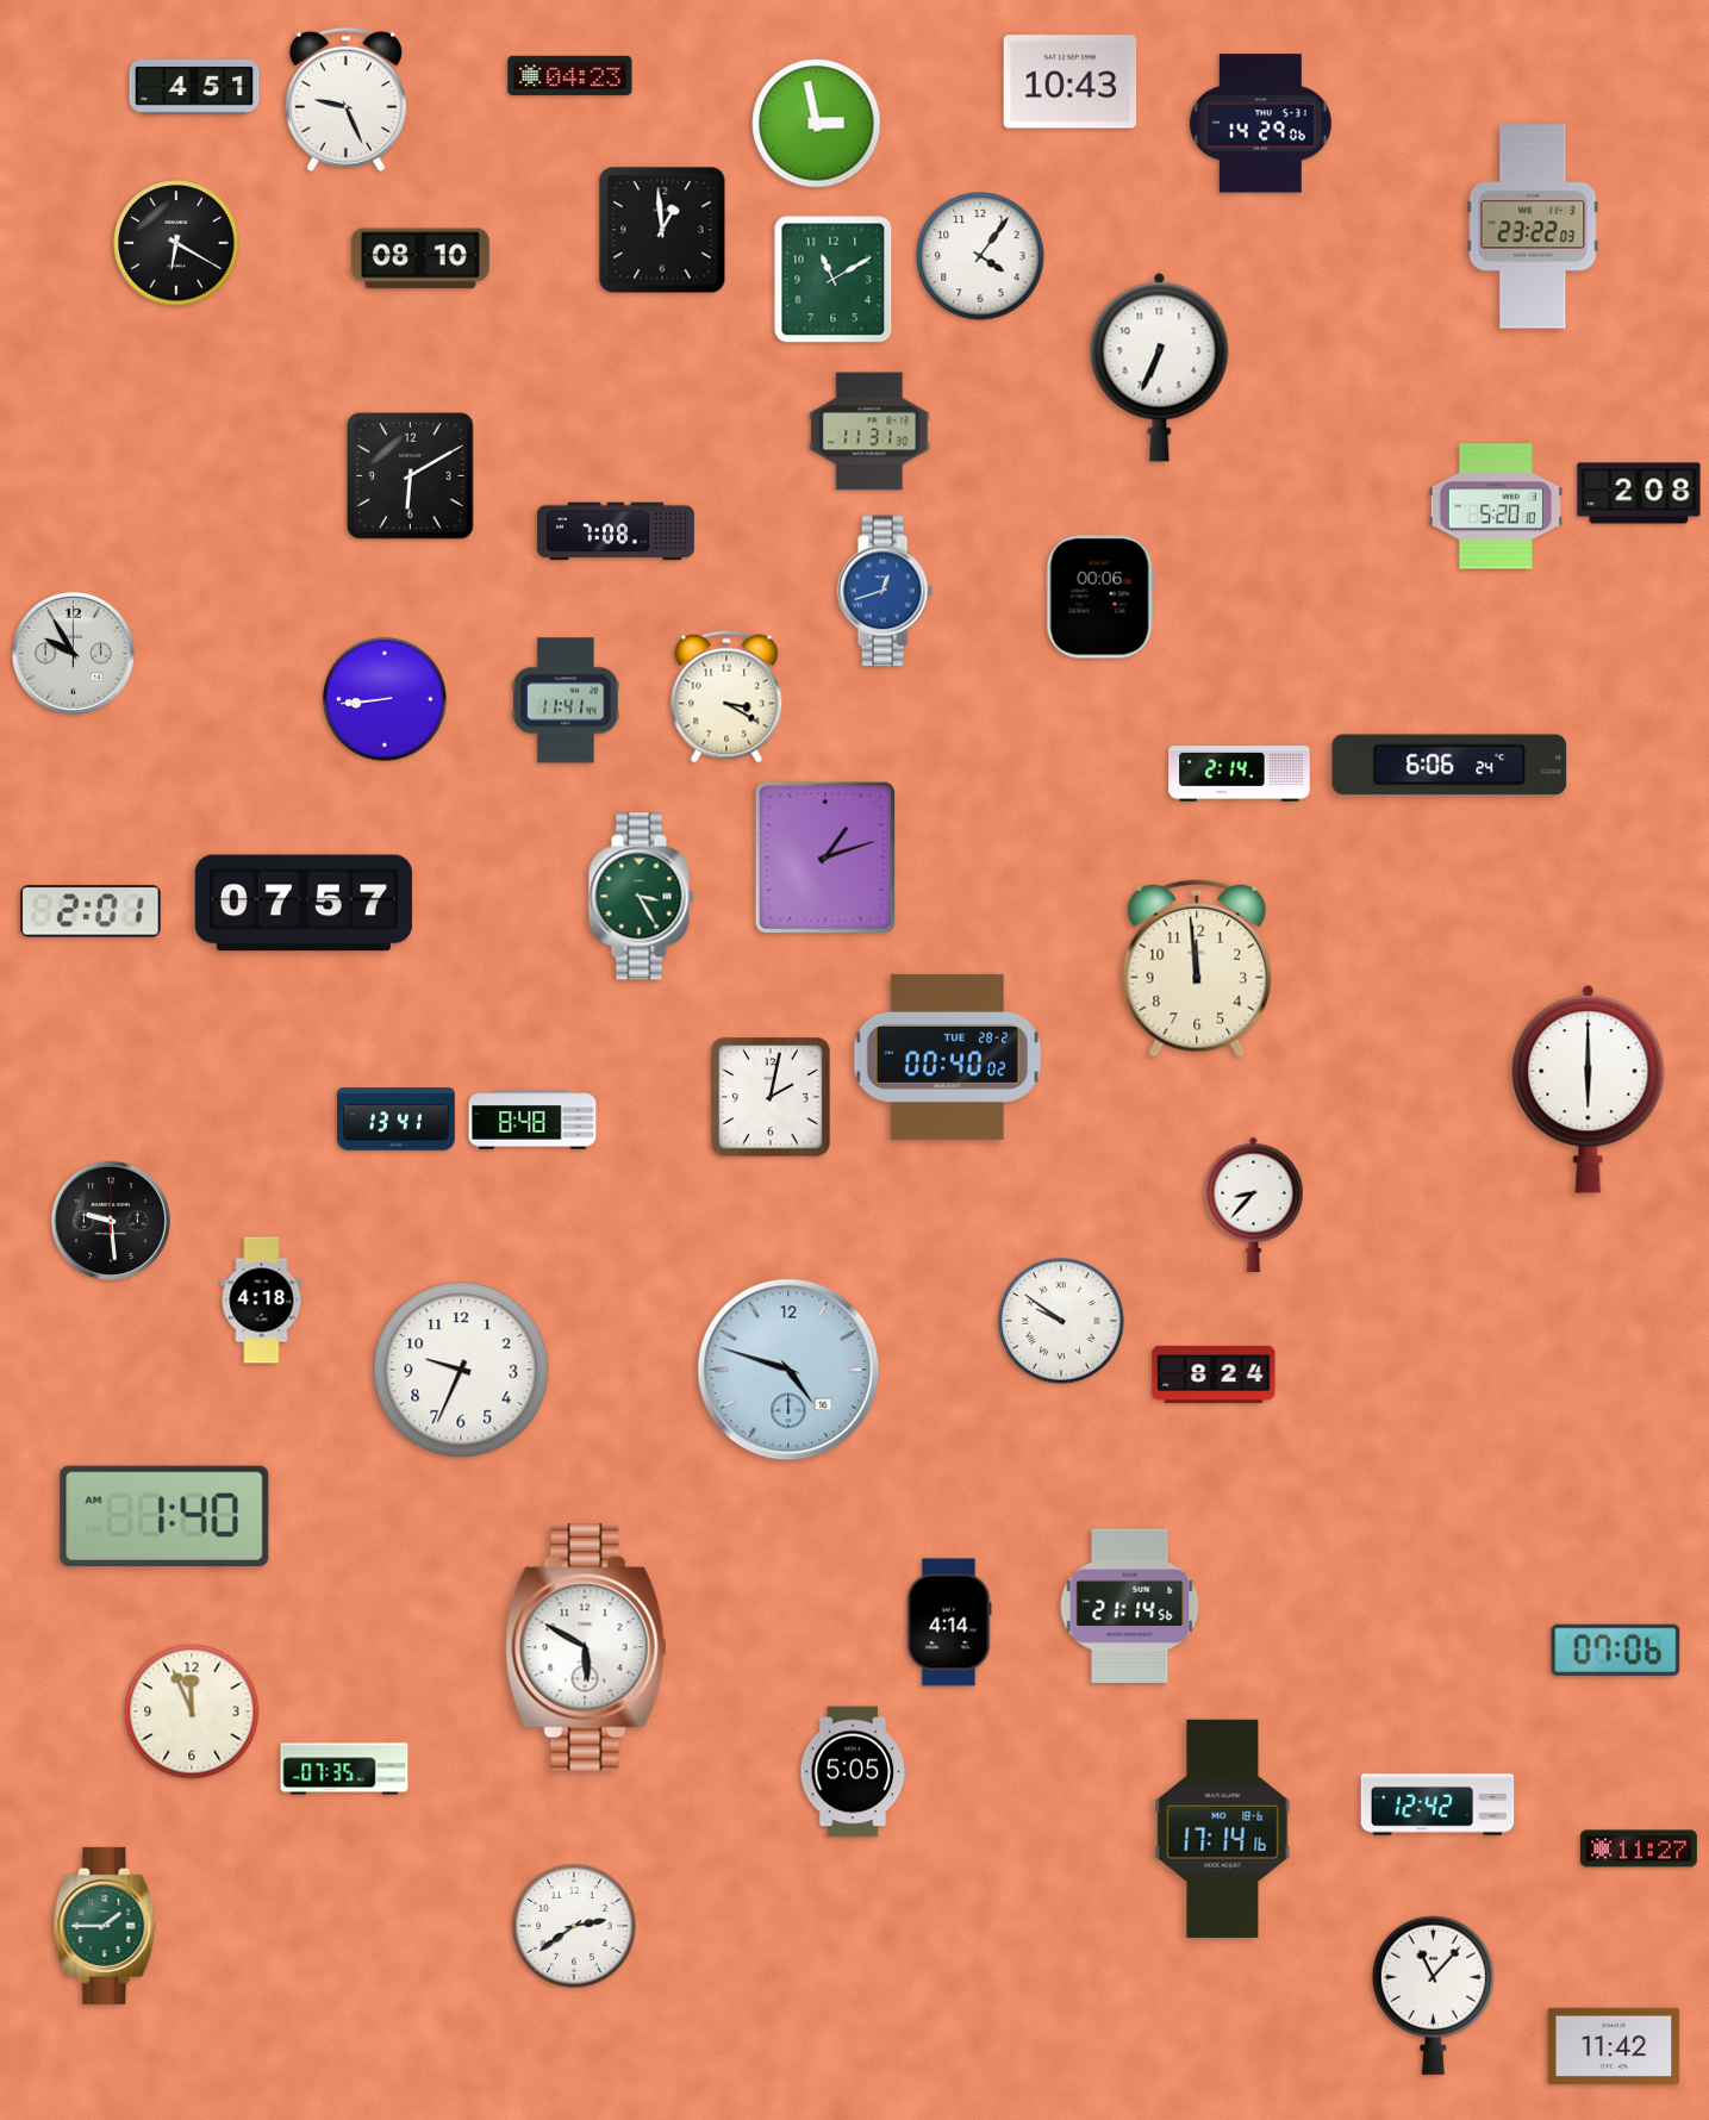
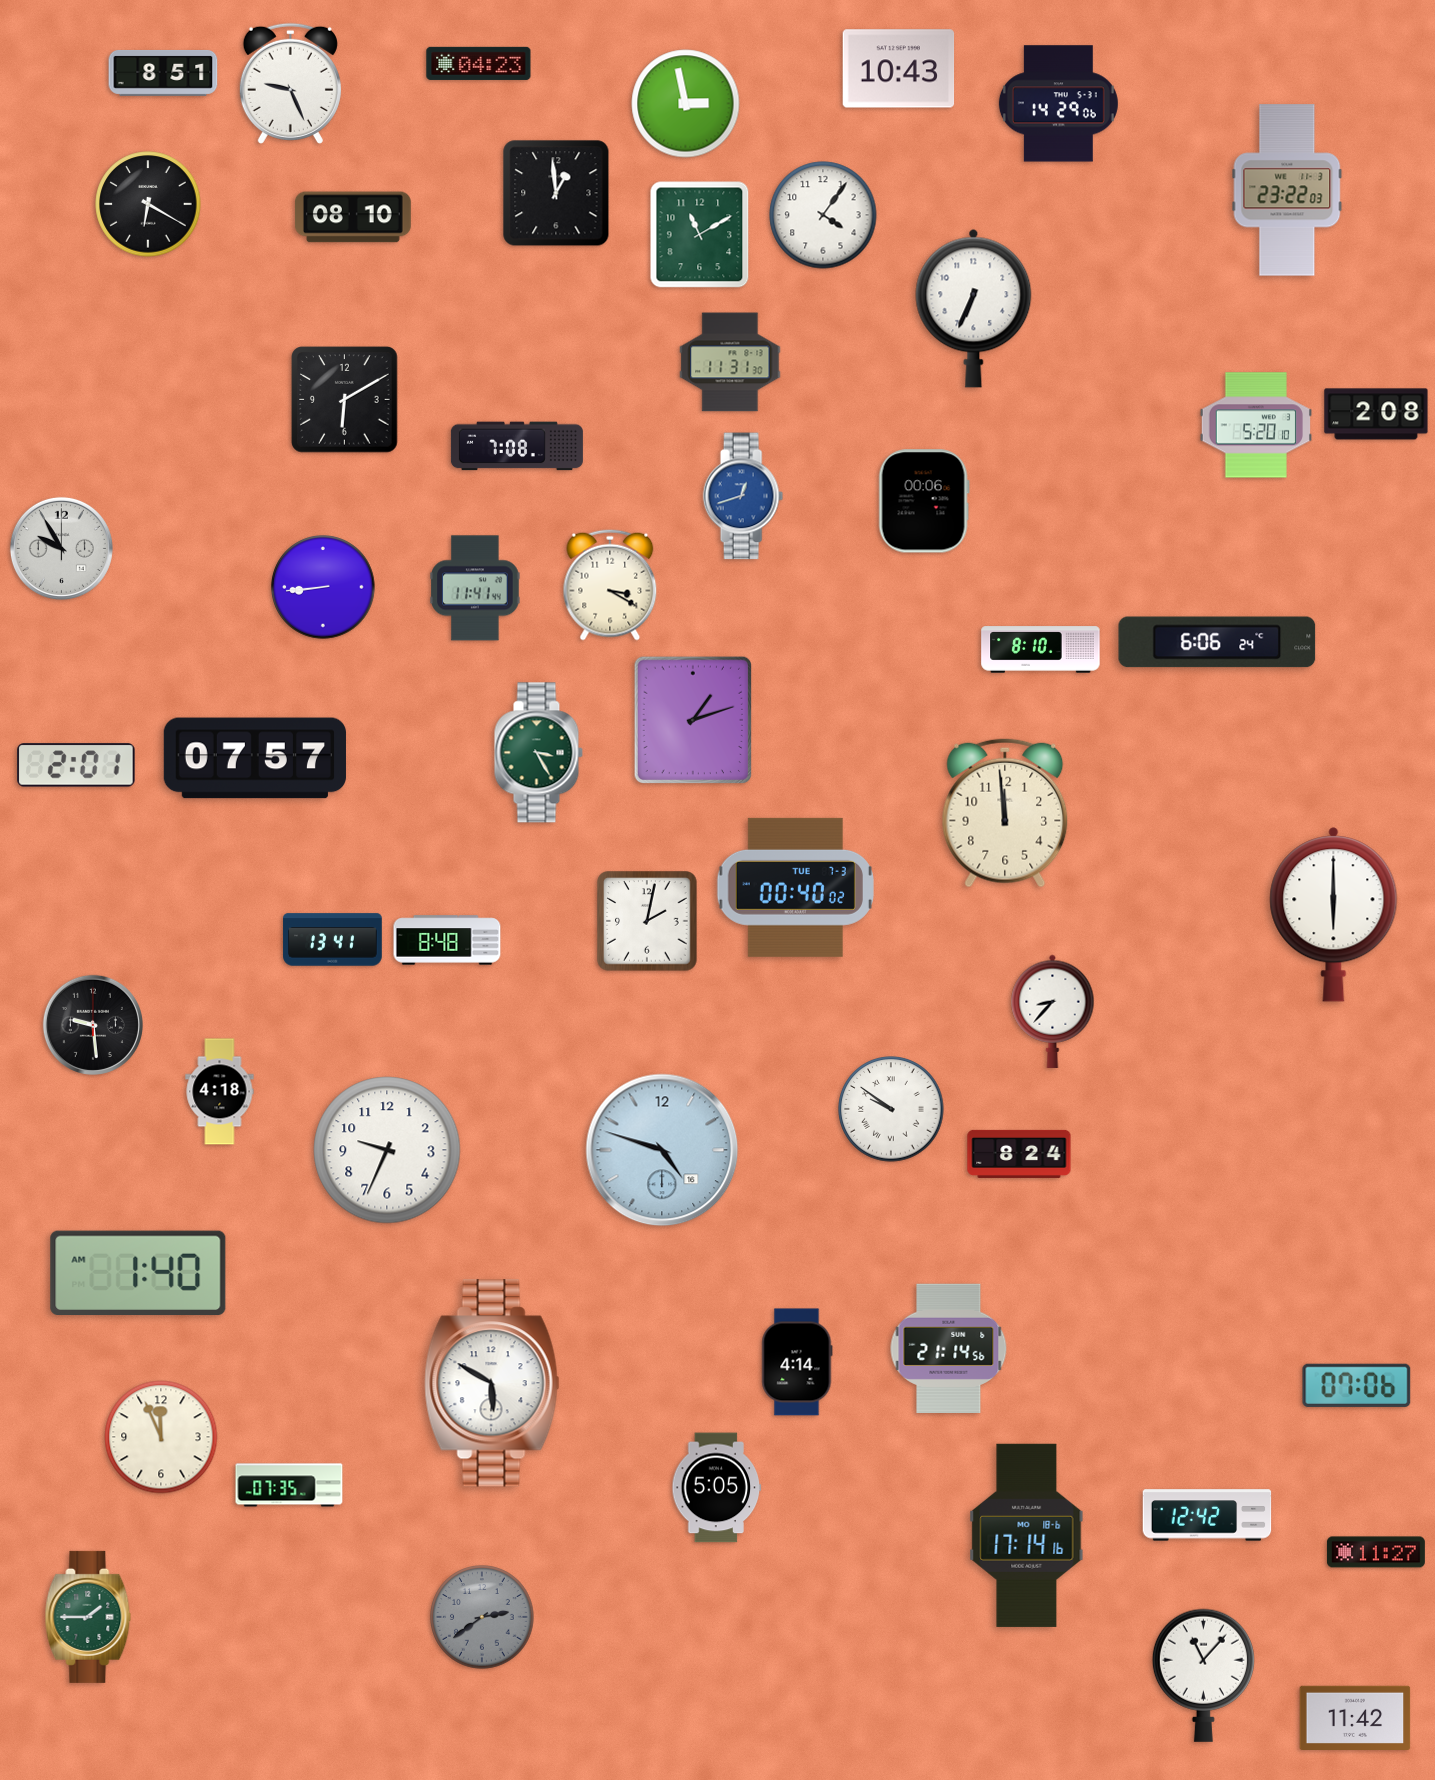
clock at (194, 87): 4:51 -> 8:51
clock at (1240, 774): 2:14 -> 8:10
clock at (947, 1056) date: TUE 28-2 -> TUE 7-3
clock at (574, 1926) dial: white -> grey
